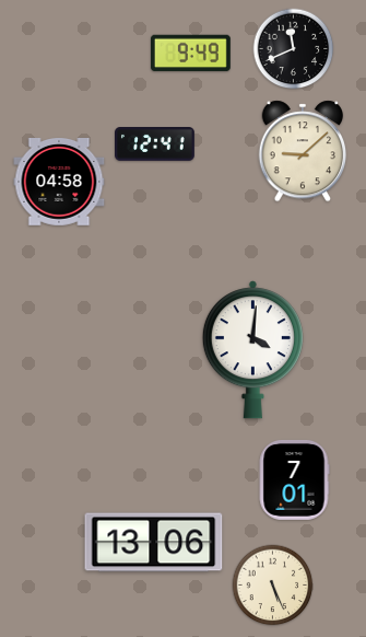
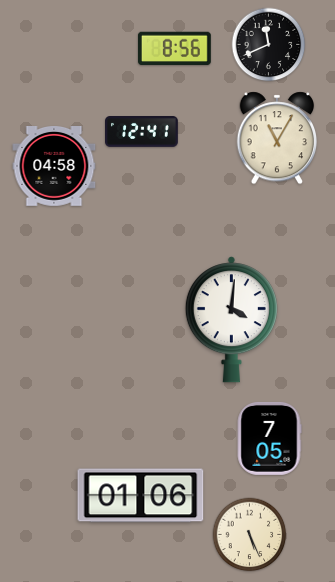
clock at (190, 54): 9:49 -> 8:56
clock at (303, 151): 9:08 -> 11:05
clock at (294, 479): 7:01 -> 7:05
clock at (154, 543): 13:06 -> 01:06
